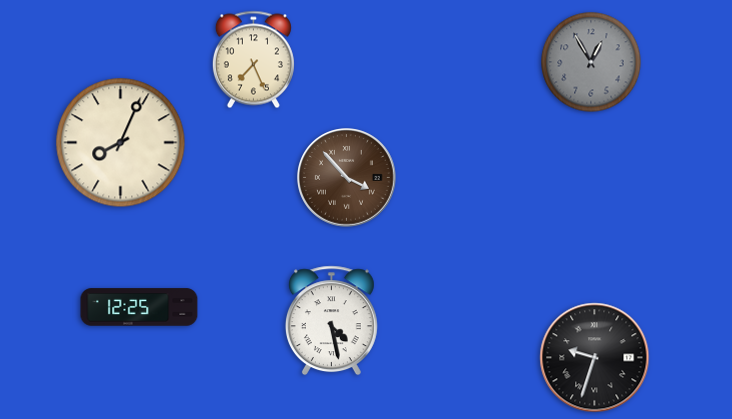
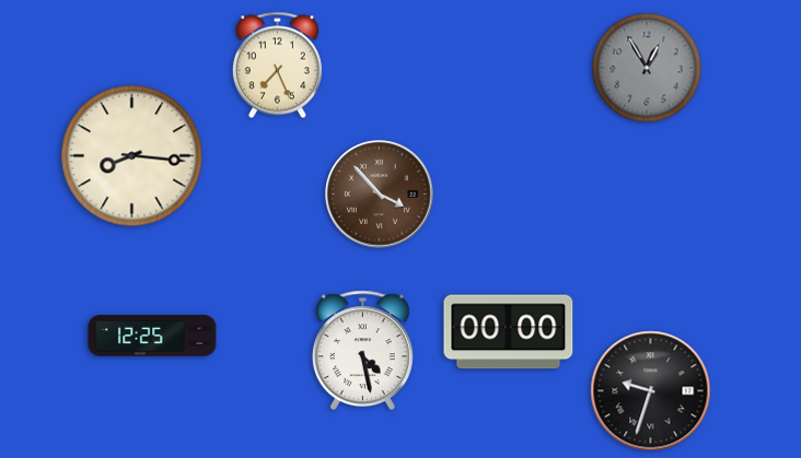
clock at (121, 143): 8:04 -> 8:16
clock at (509, 332): none -> 00:00
